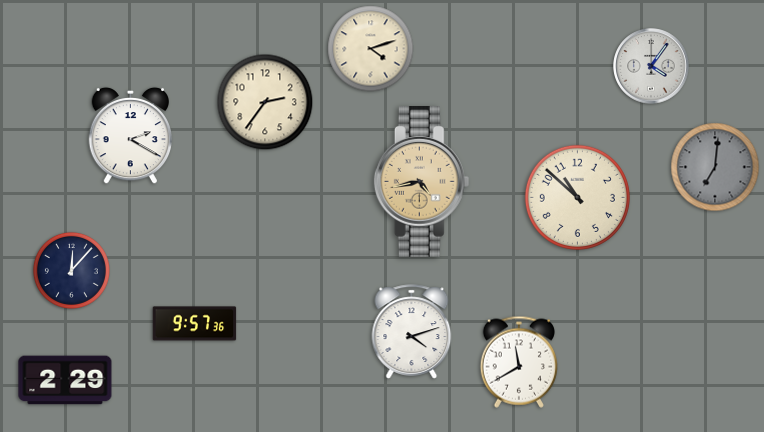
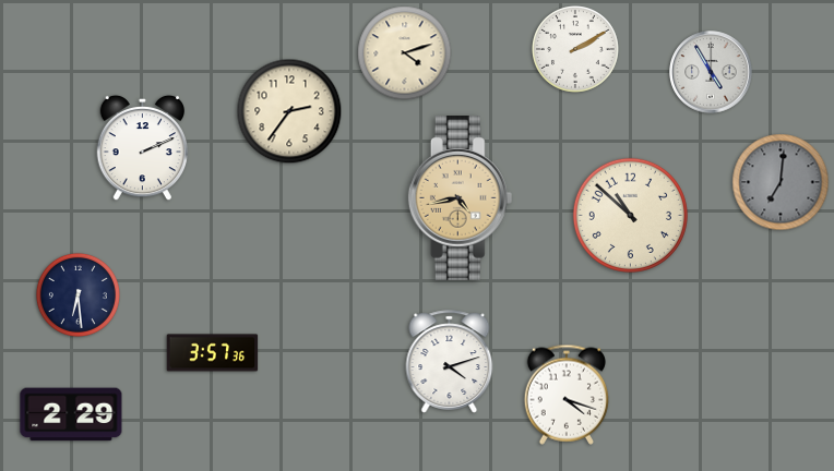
clock at (576, 50): none -> 2:10
clock at (651, 66): 4:06 -> 4:55
clock at (130, 136): 2:20 -> 2:11
clock at (71, 270): 12:07 -> 6:29
clock at (195, 324): 9:57 -> 3:57
clock at (518, 362): 11:40 -> 4:18
